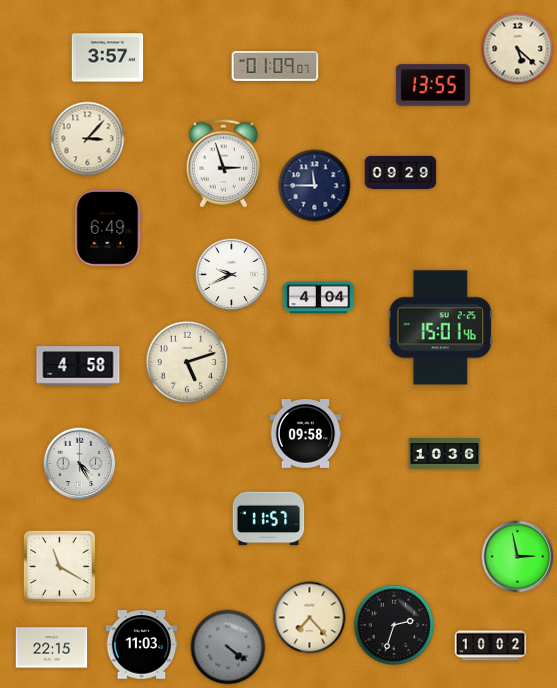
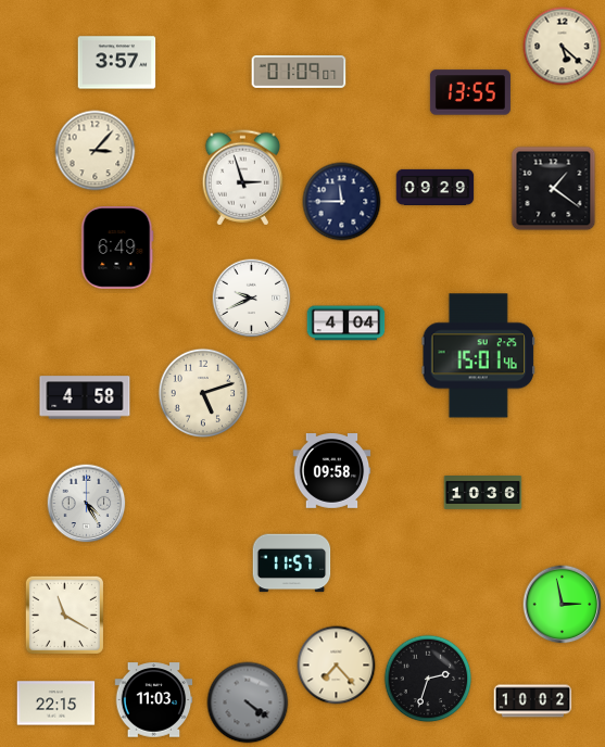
clock at (518, 49) position: (518, 49) -> (563, 47)
clock at (554, 189): none -> 1:21
clock at (310, 618) position: (310, 618) -> (337, 666)
